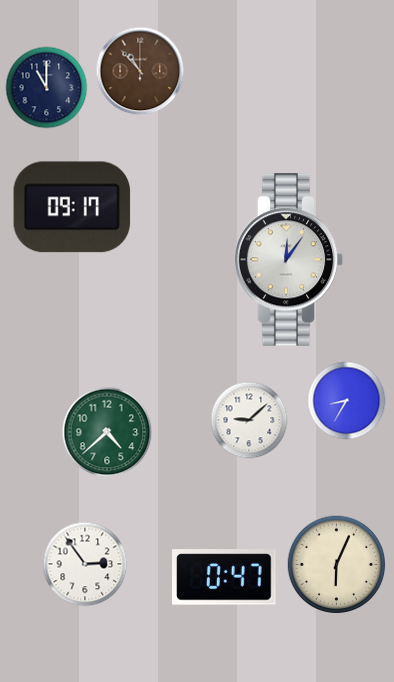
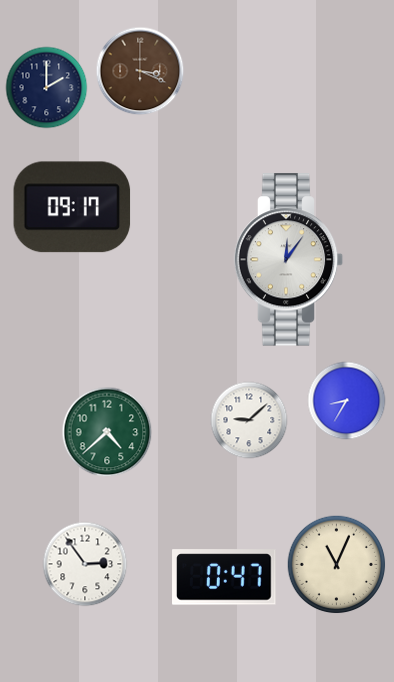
clock at (140, 71): 10:53 -> 3:19
clock at (47, 88): 11:00 -> 2:00
clock at (337, 565): 6:04 -> 11:04
